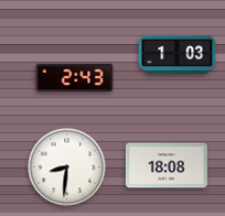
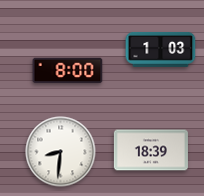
clock at (75, 78): 2:43 -> 8:00
clock at (167, 165): 18:08 -> 18:39
